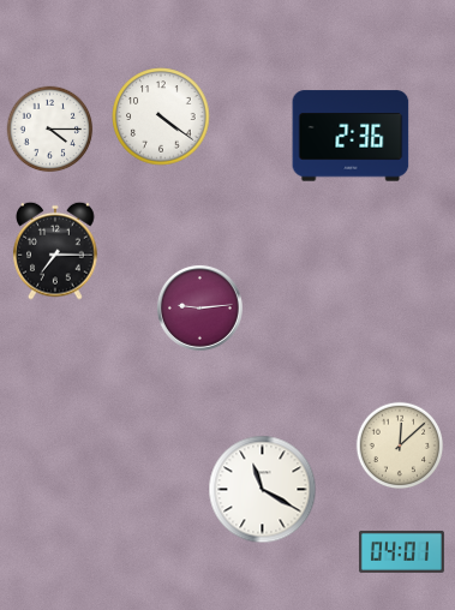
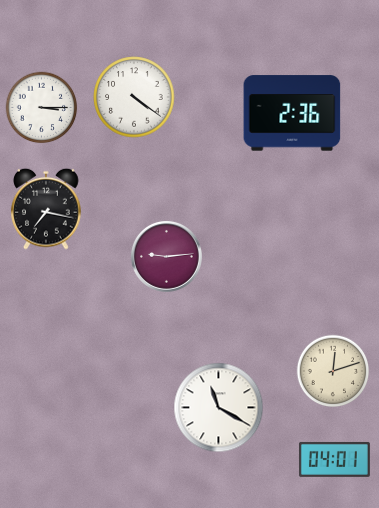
clock at (50, 130): 4:15 -> 3:15
clock at (55, 251): 7:15 -> 7:17
clock at (400, 445): 12:08 -> 12:12
